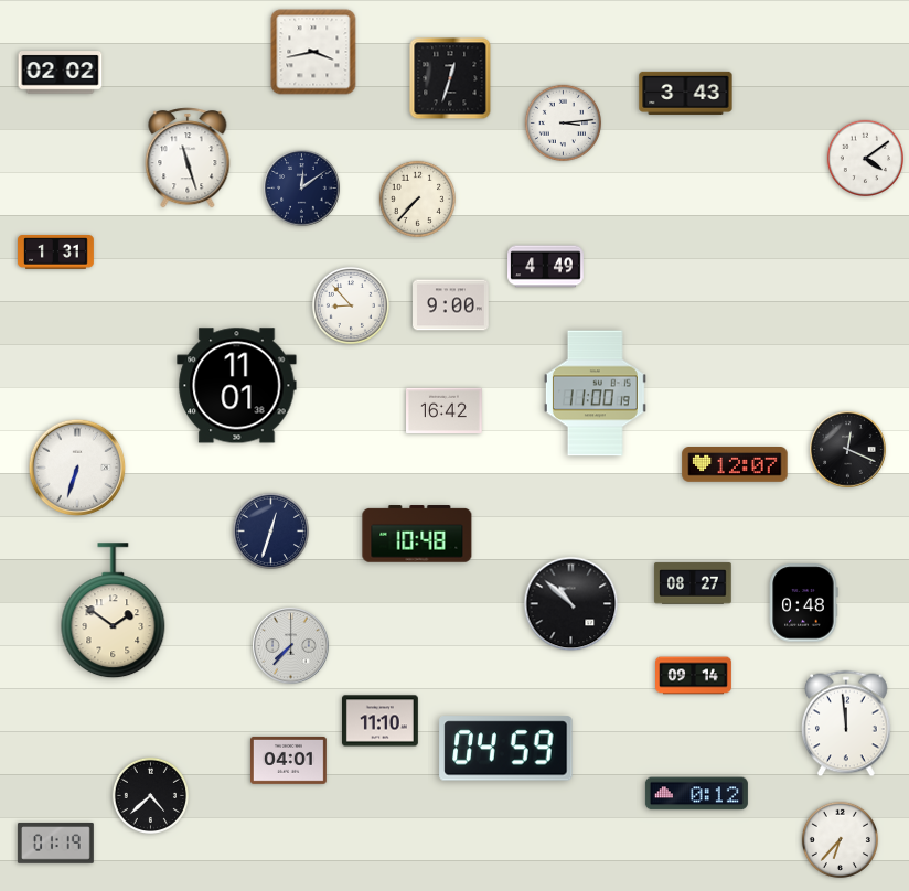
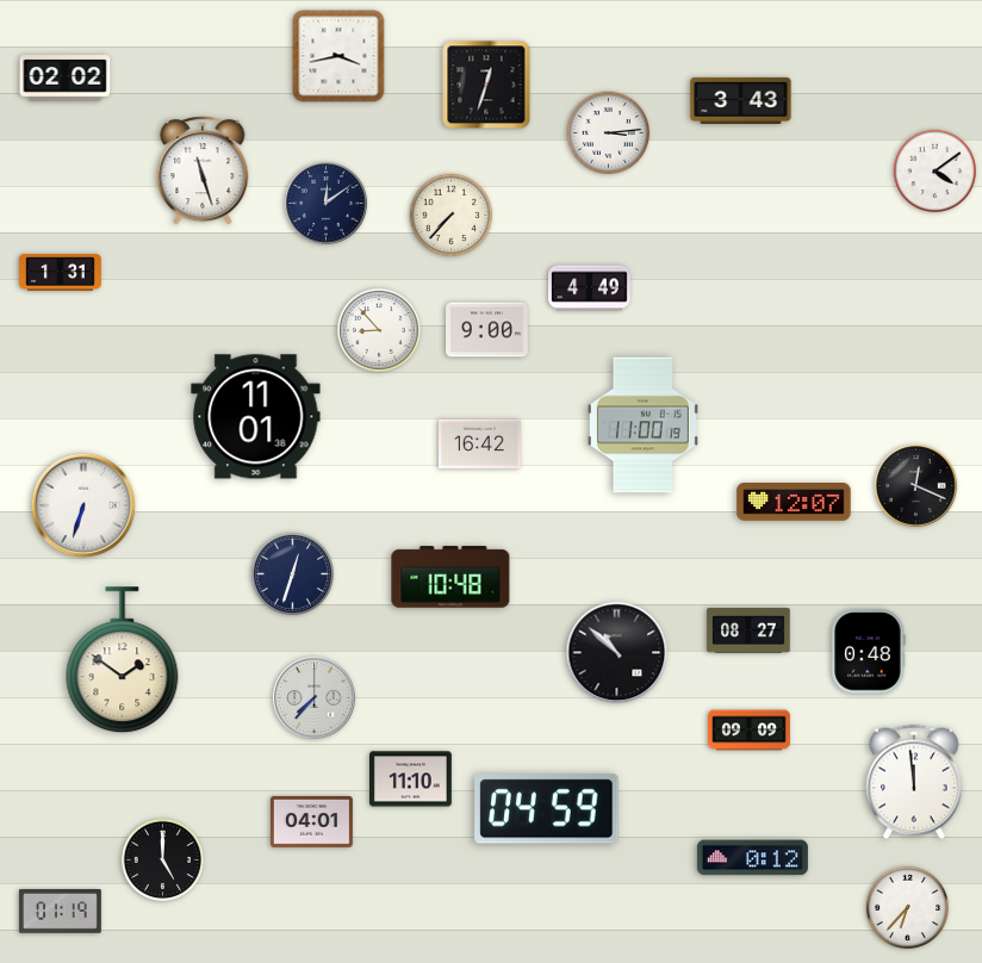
clock at (694, 676): 09:14 -> 09:09
clock at (150, 795): 4:38 -> 5:00
